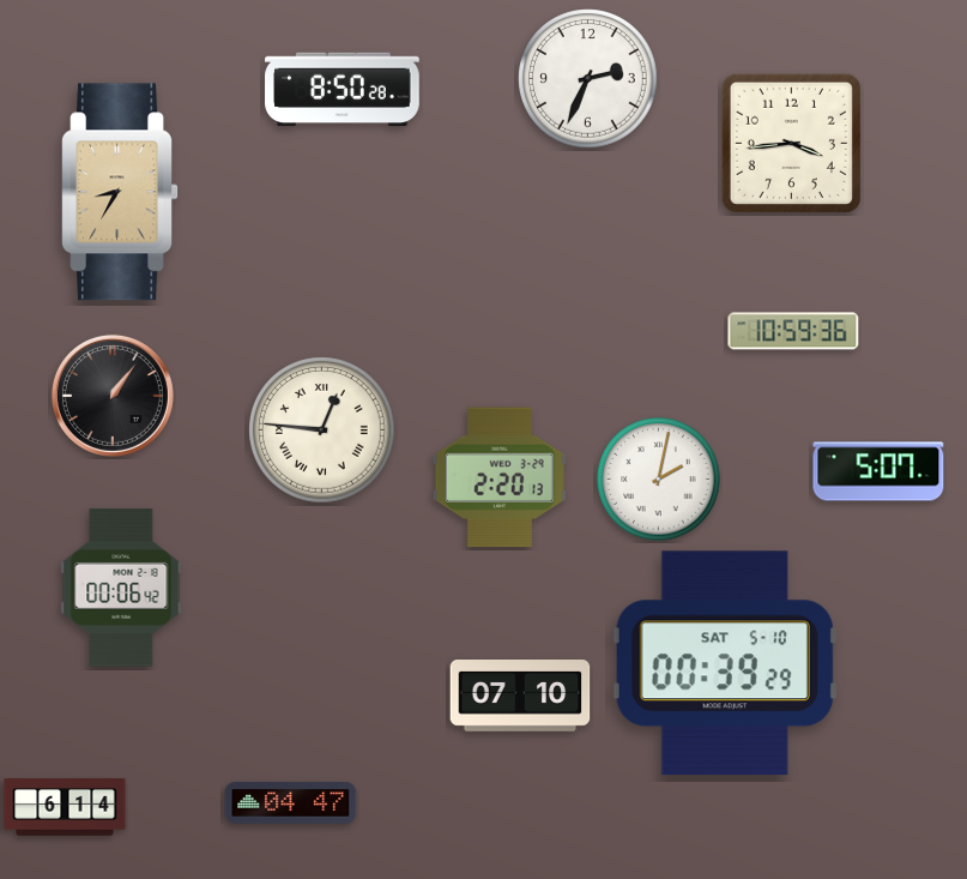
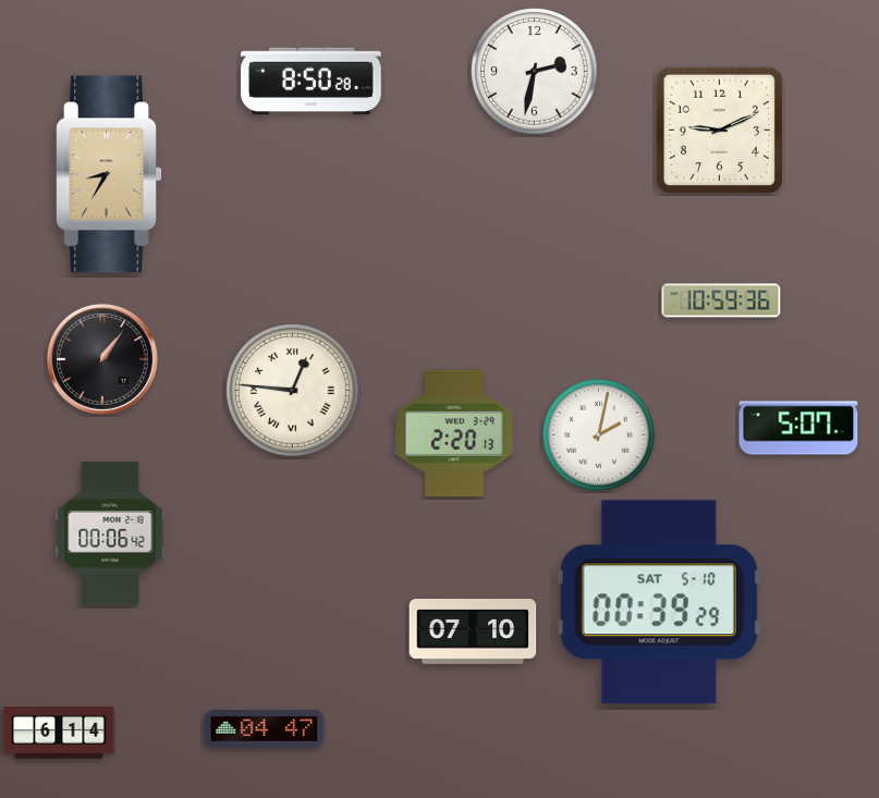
clock at (588, 79): 2:34 -> 2:32
clock at (791, 143): 3:44 -> 9:11
